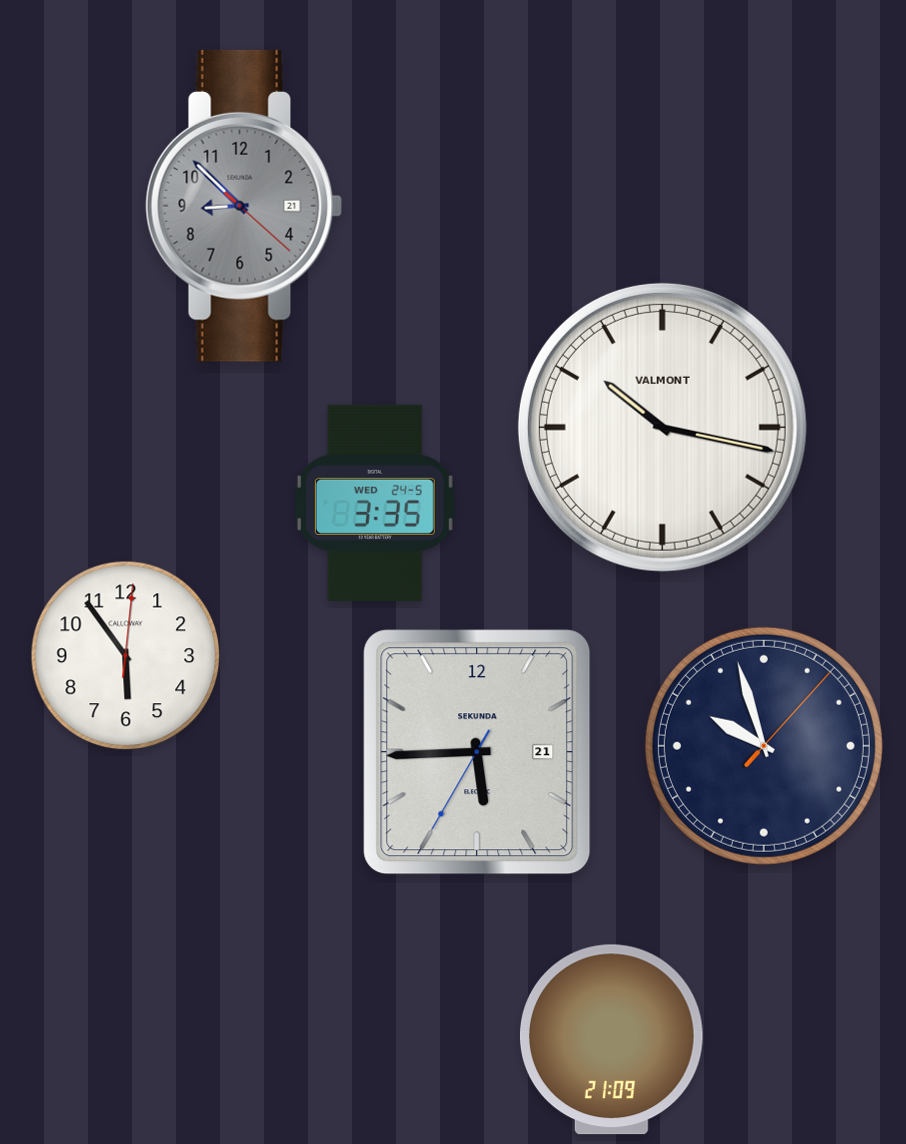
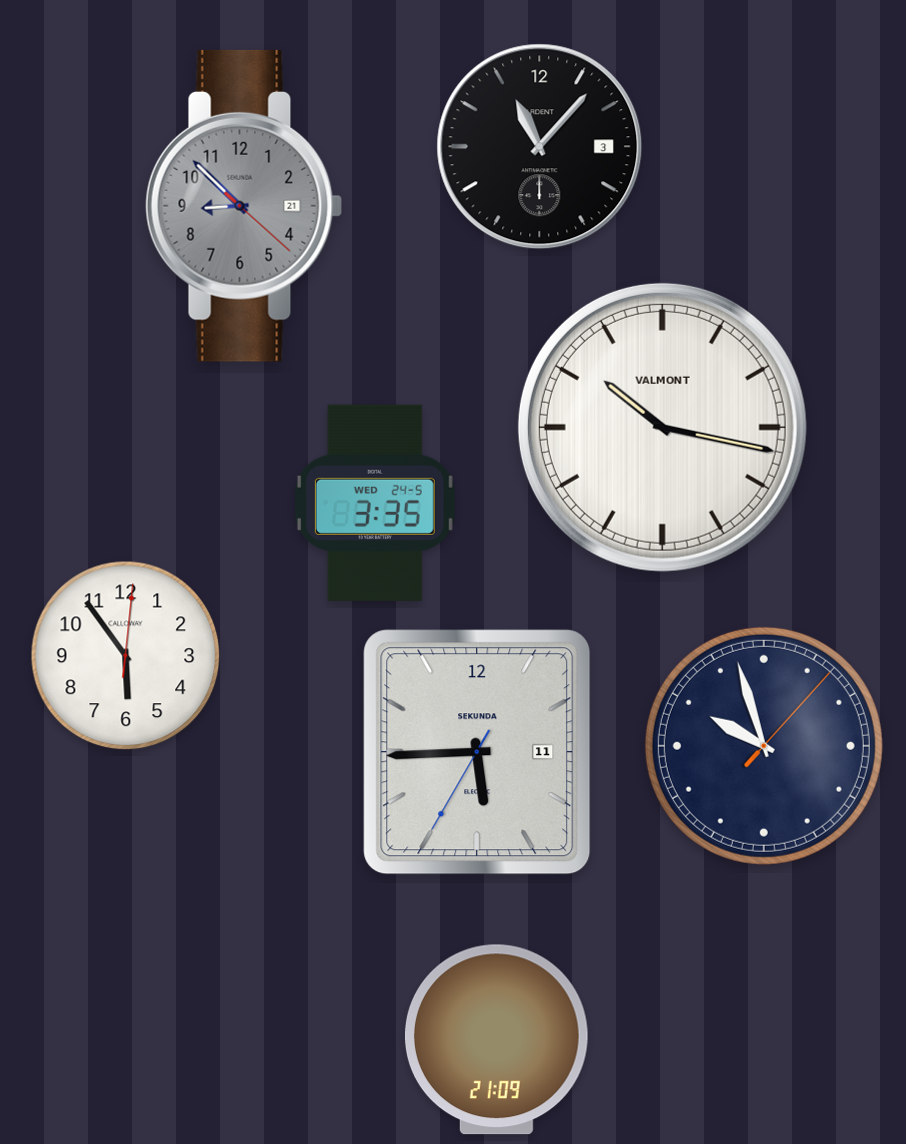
clock at (540, 147): none -> 11:07
clock at (477, 752) date: 21 -> 11
clock at (611, 1040) position: (611, 1040) -> (496, 1040)
